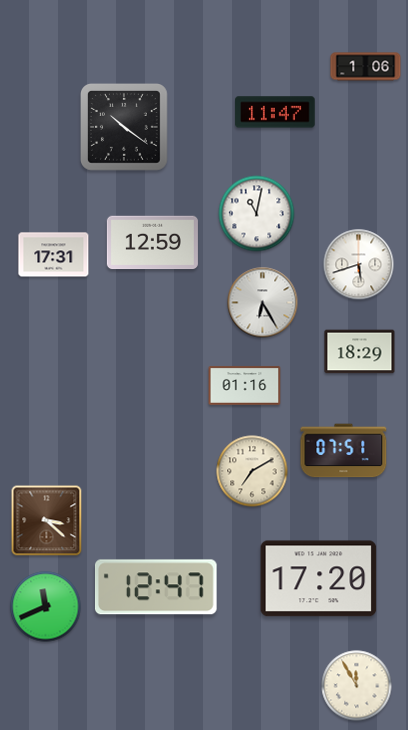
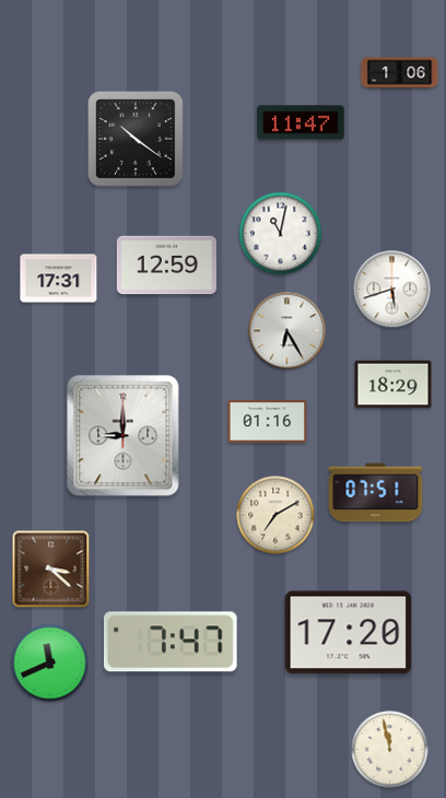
clock at (124, 436): none -> 9:00
clock at (157, 587): 12:47 -> 7:47
clock at (357, 686): 11:55 -> 11:58
